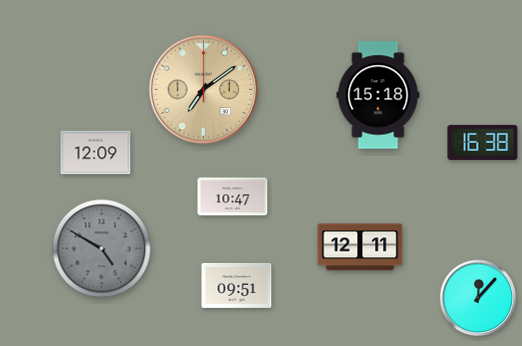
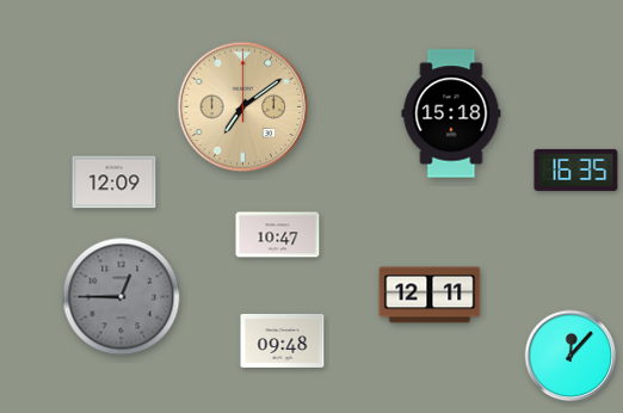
clock at (483, 142): 16:38 -> 16:35
clock at (102, 249): 4:50 -> 12:45
clock at (237, 286): 09:51 -> 09:48
